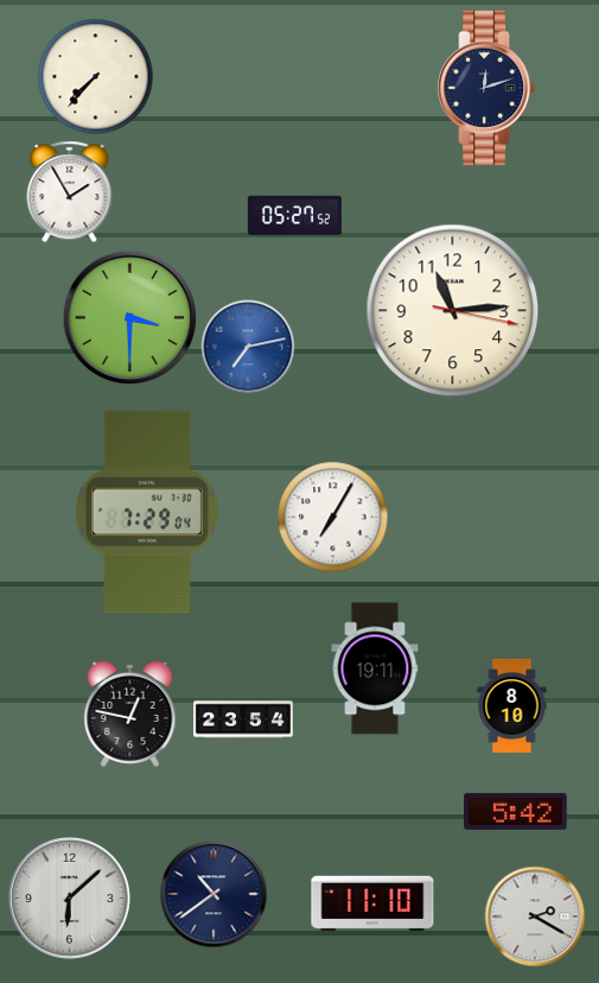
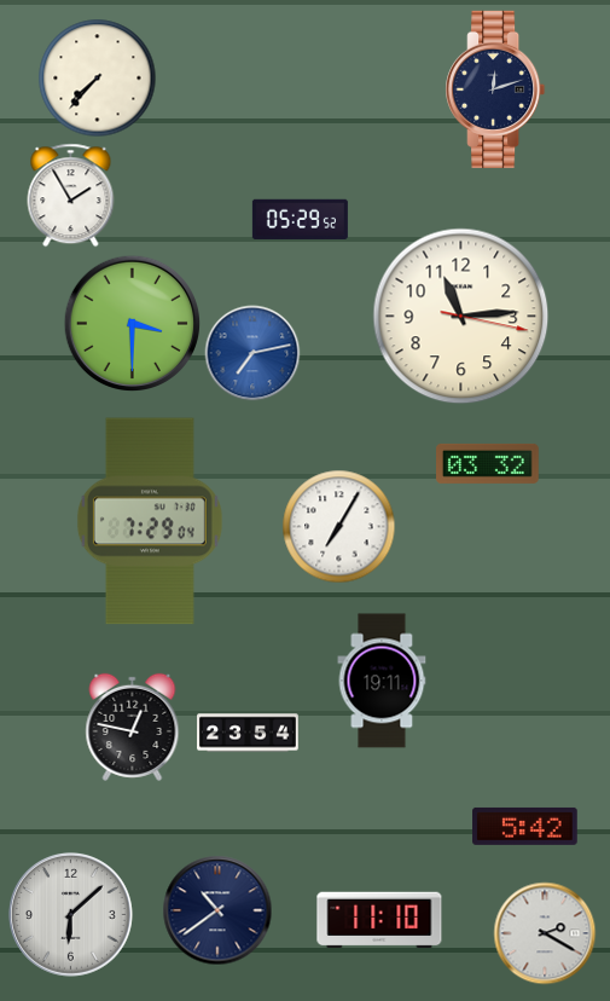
clock at (294, 215): 05:27 -> 05:29
clock at (488, 463): none -> 03:32
clock at (512, 705): 8:10 -> none
